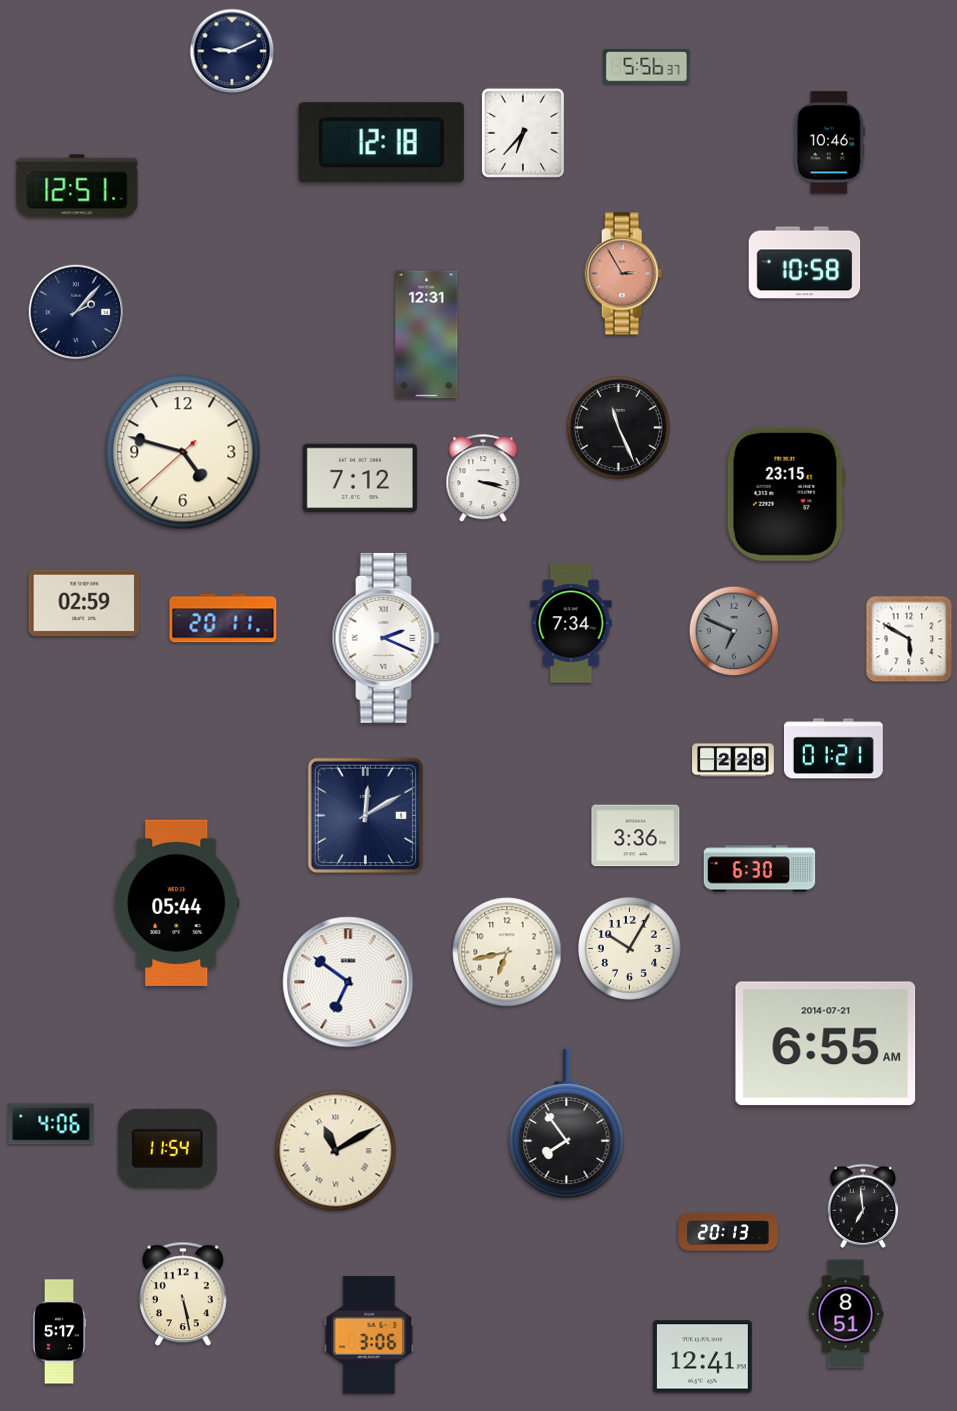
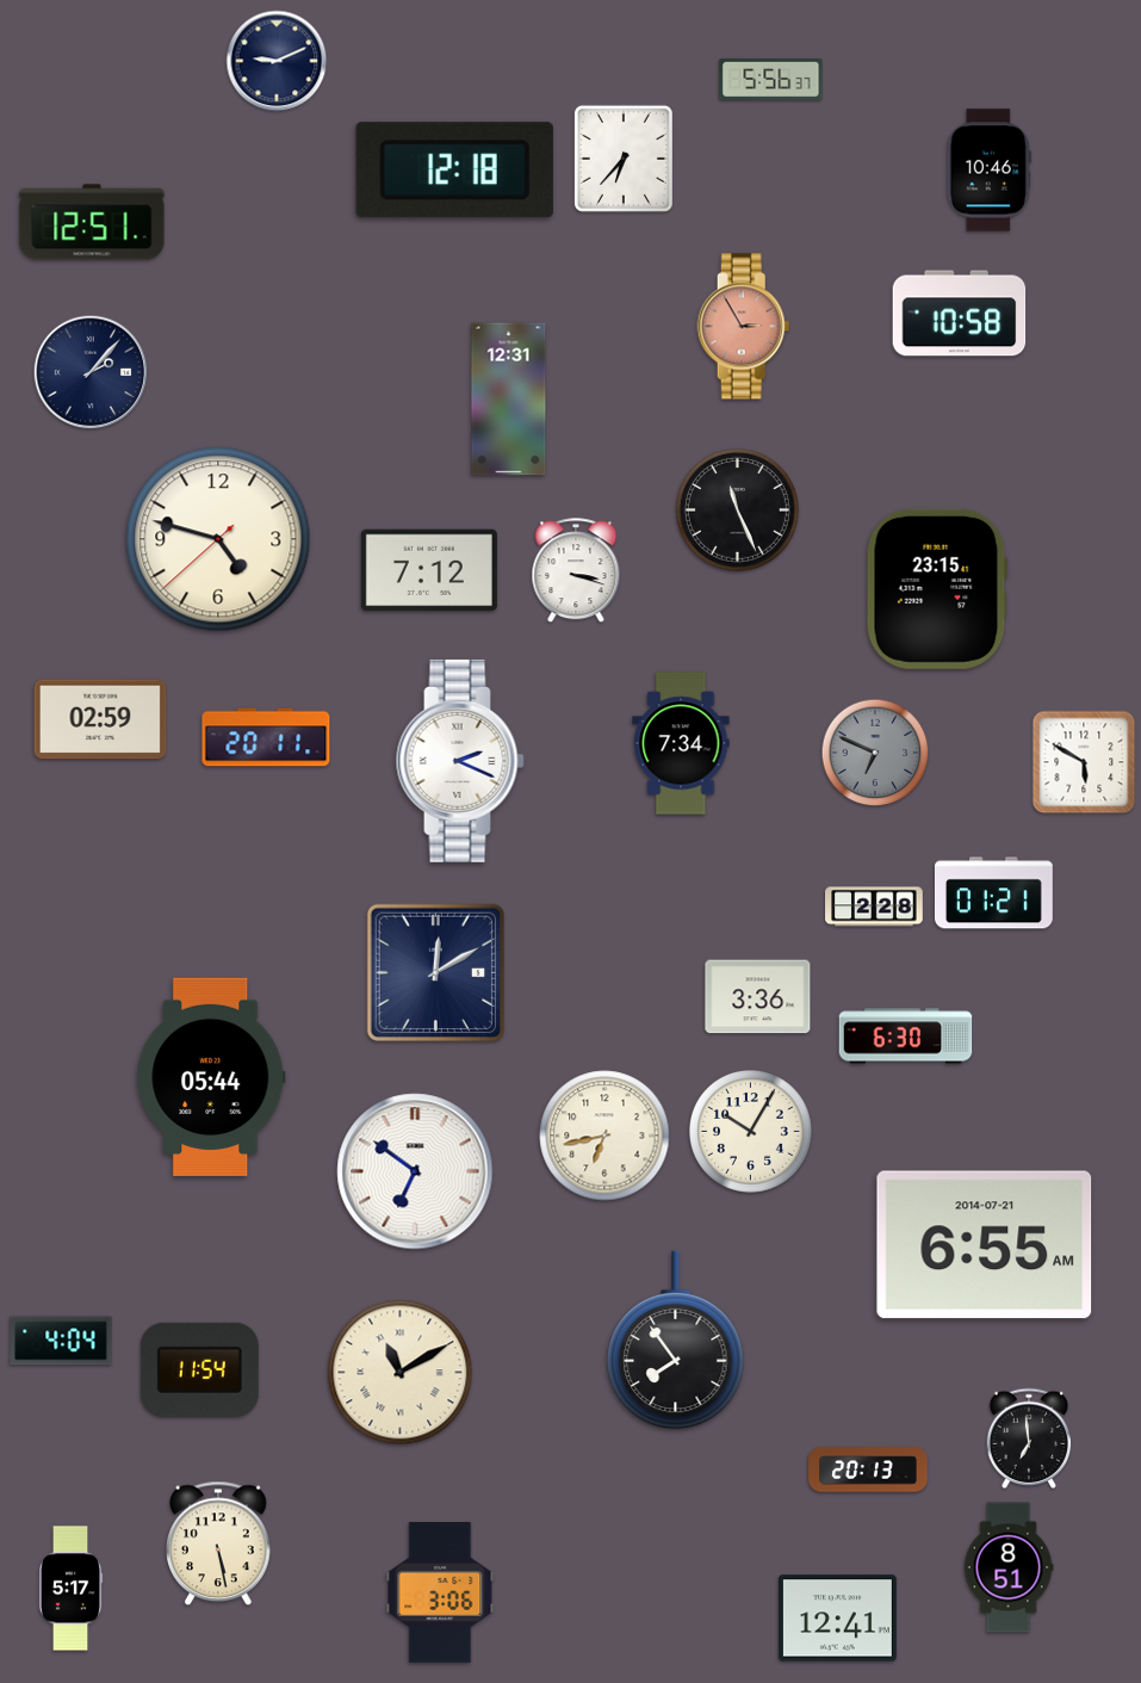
clock at (51, 1124): 4:06 -> 4:04
